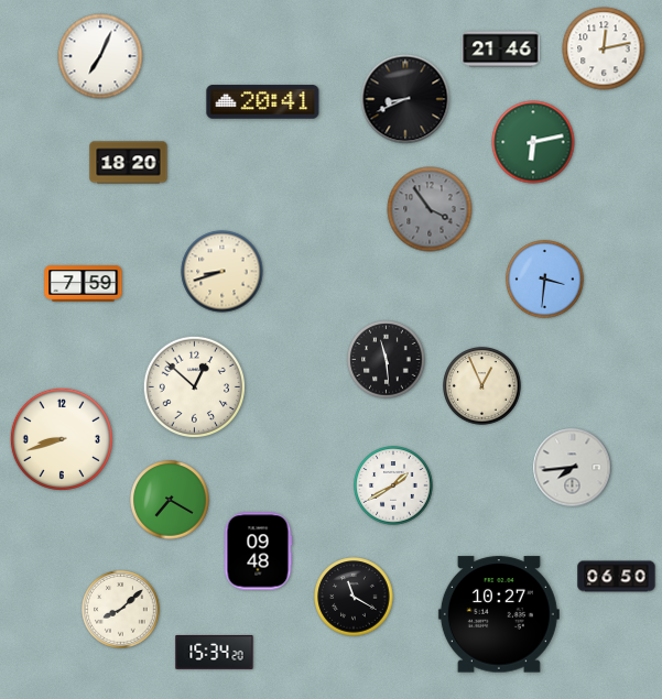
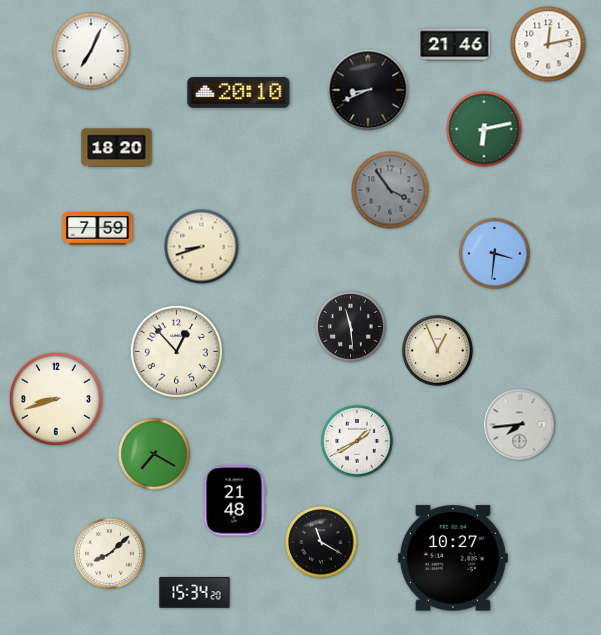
clock at (263, 102): 20:41 -> 20:10
clock at (84, 284) position: (84, 284) -> (98, 229)
clock at (194, 386): 12:52 -> 12:53
clock at (258, 551): 09:48 -> 21:48
clock at (617, 577): 06:50 -> none
